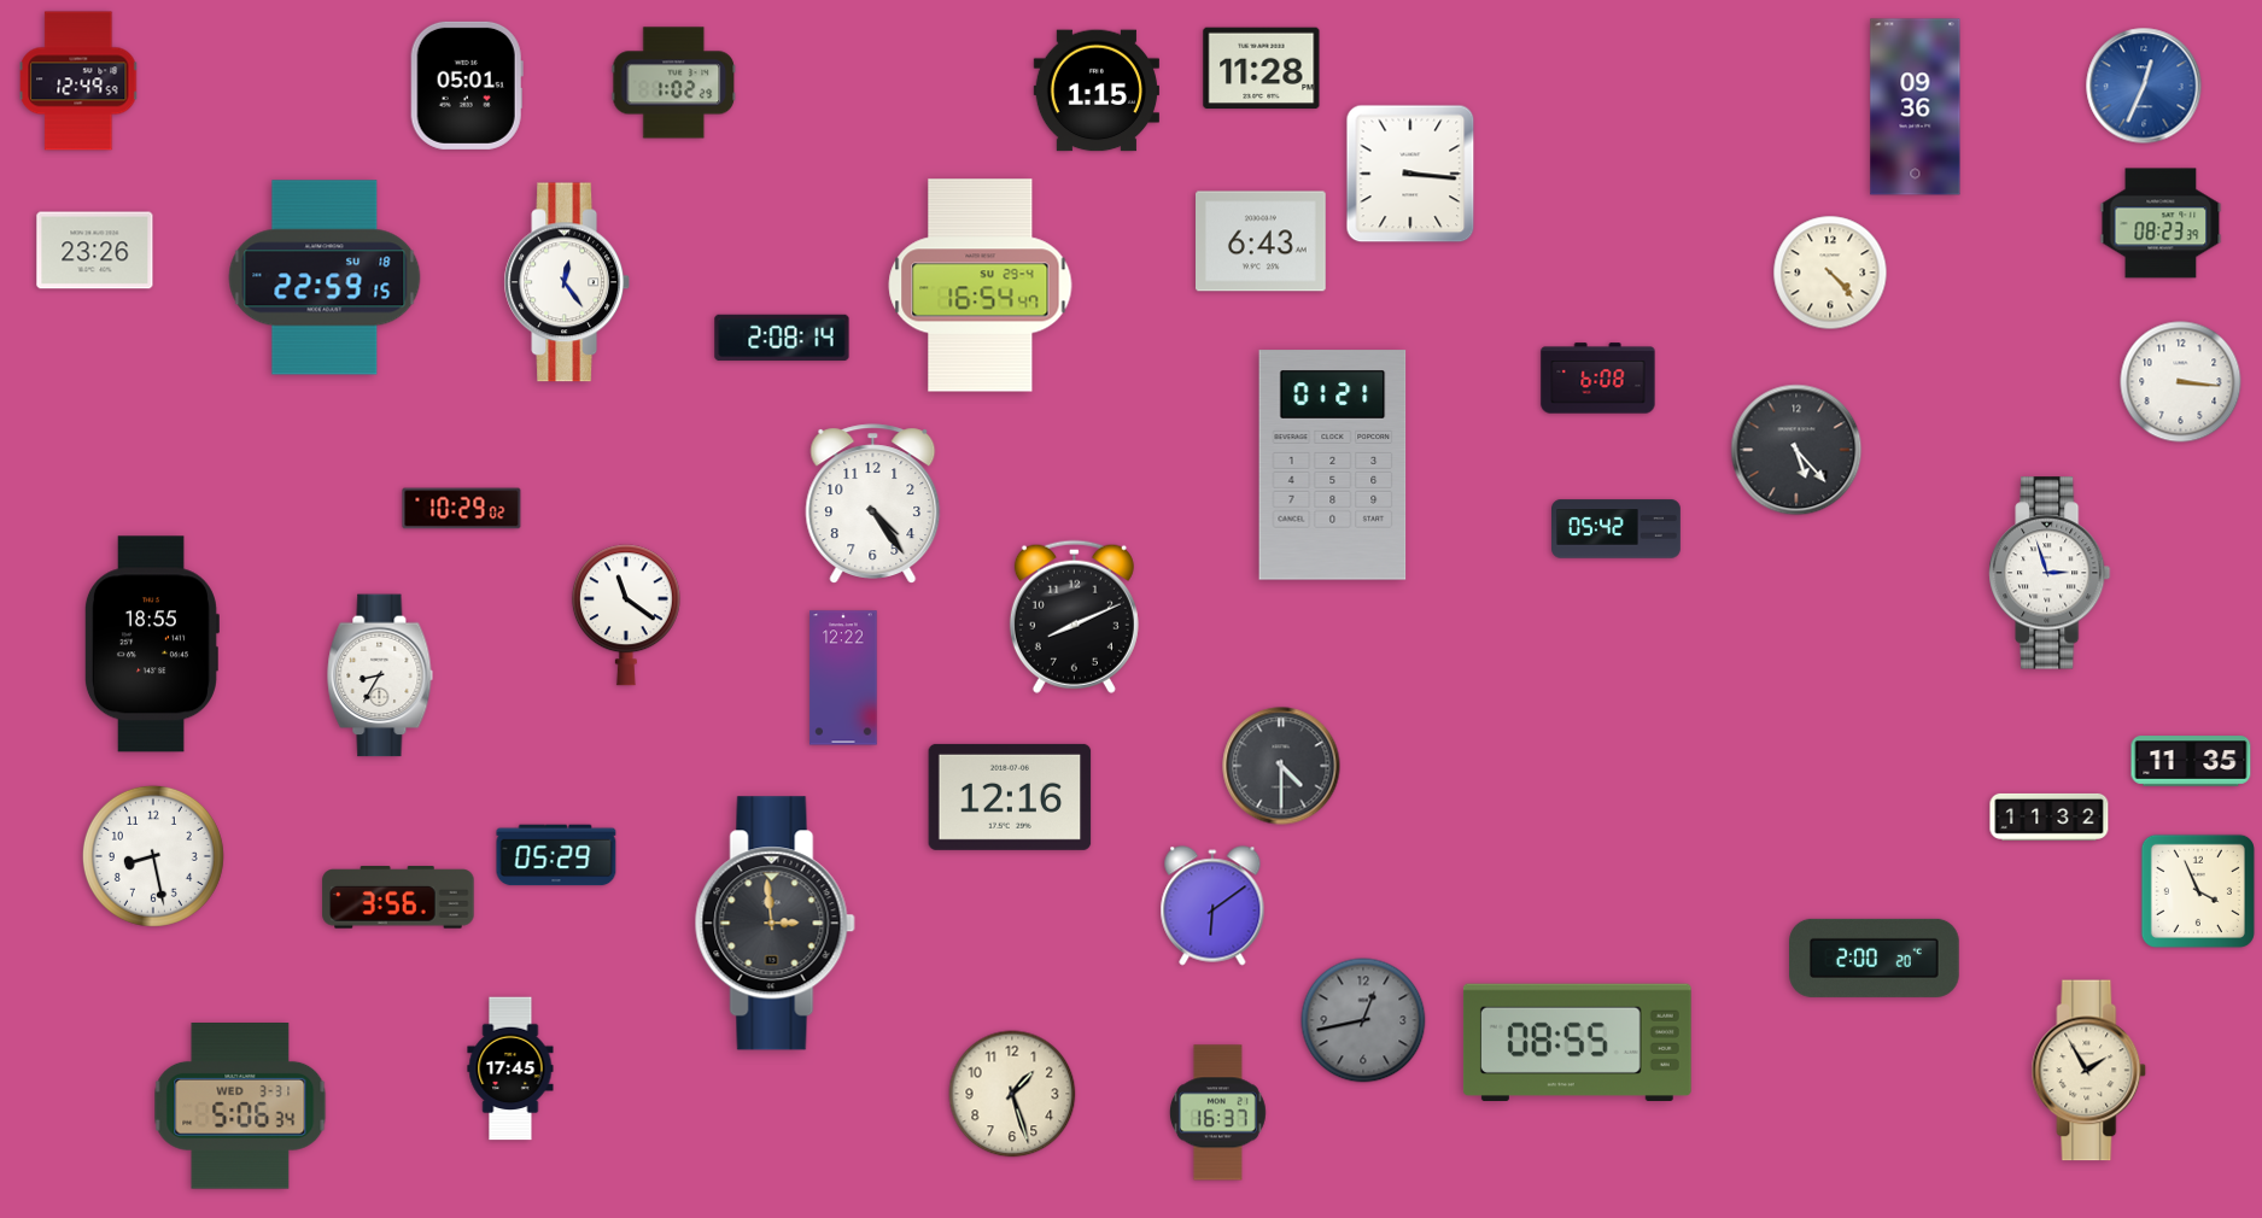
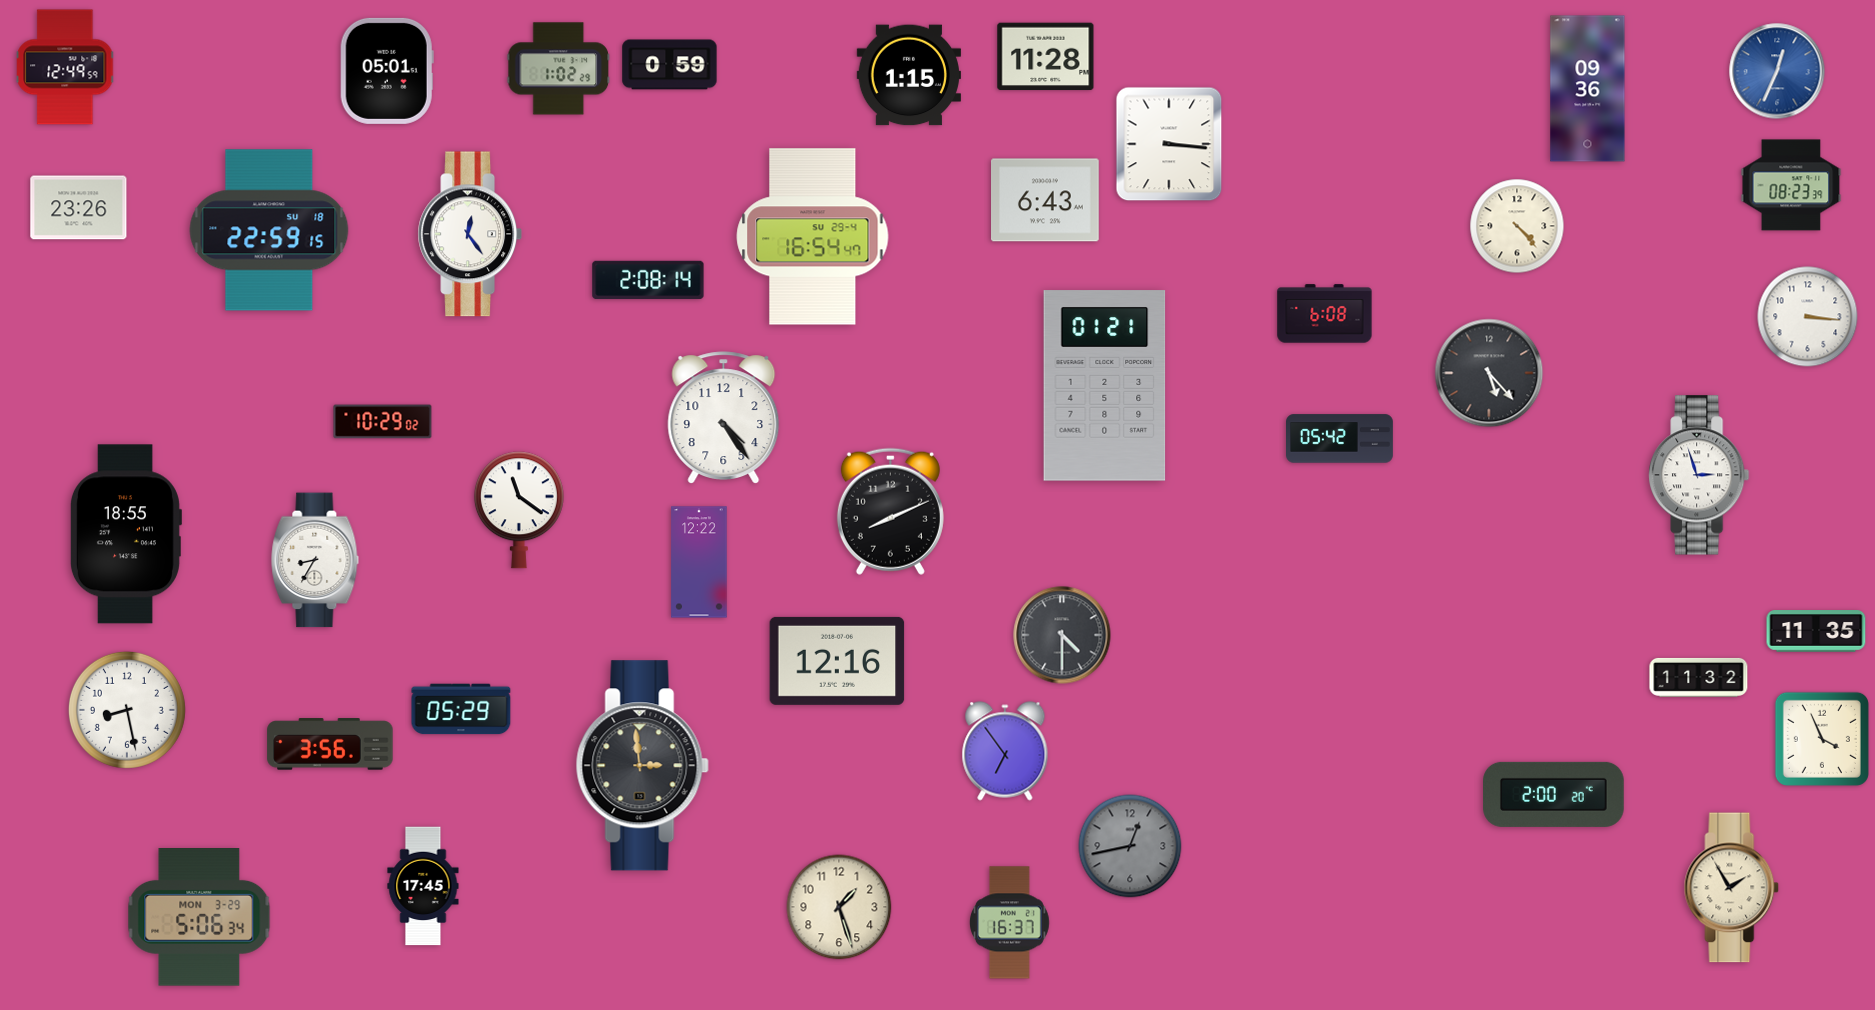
clock at (670, 65): none -> 0:59
clock at (1212, 906): 6:09 -> 6:54
clock at (1577, 1042): 08:55 -> none
clock at (240, 1106) date: WED 3-31 -> MON 3-29
